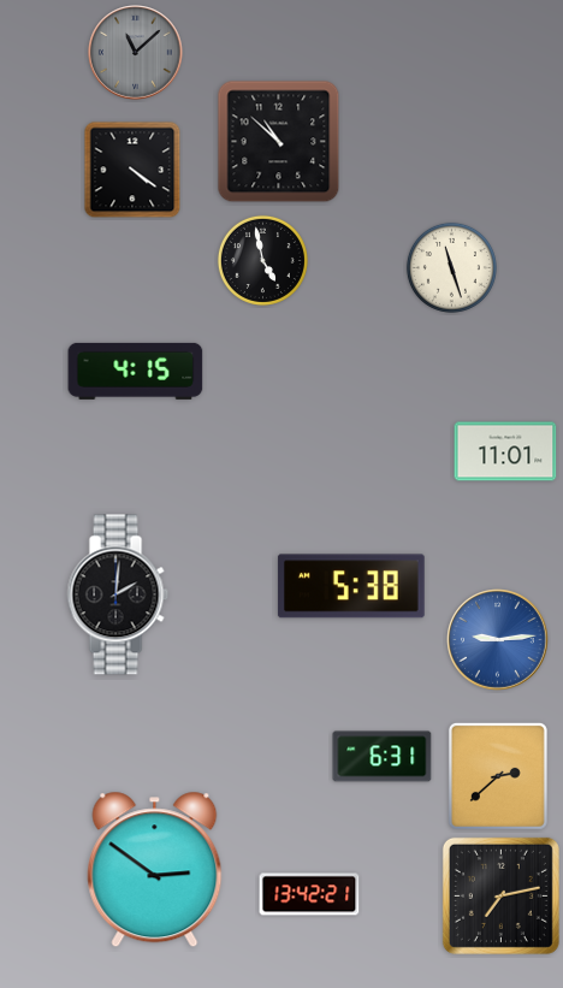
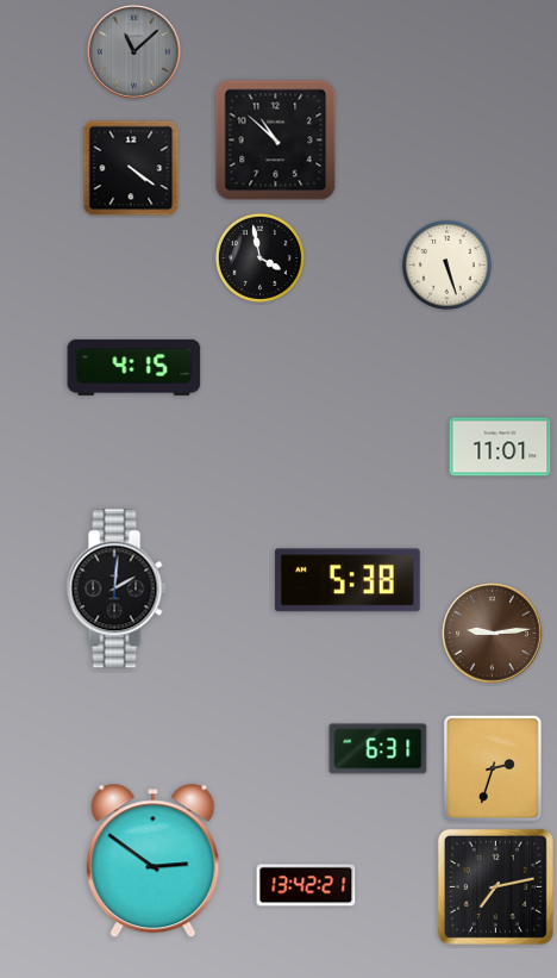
clock at (262, 260): 4:58 -> 3:58
clock at (451, 267): 11:27 -> 5:27
clock at (498, 640) dial: blue -> brown
clock at (498, 776): 2:38 -> 2:33
